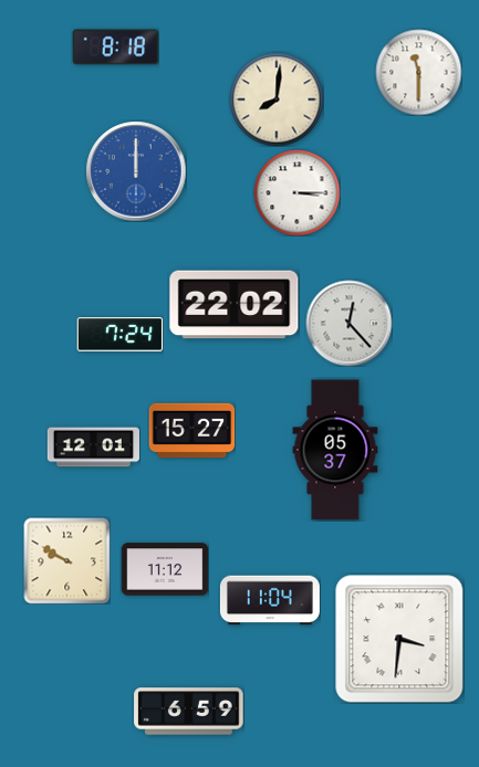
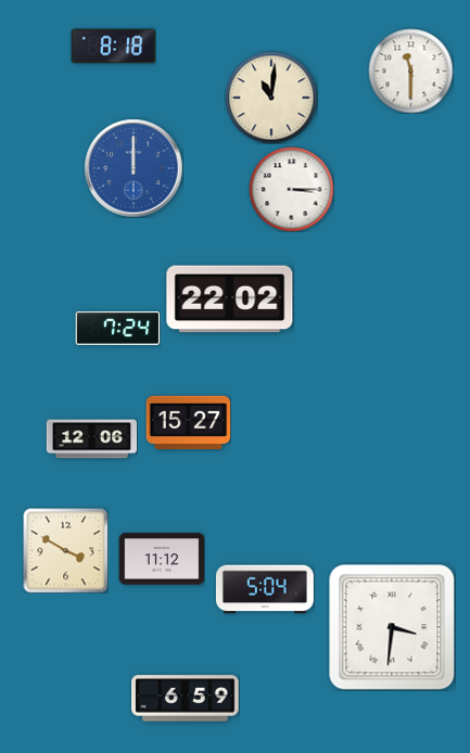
clock at (277, 99): 8:01 -> 11:01
clock at (348, 323): 12:23 -> none
clock at (93, 448): 12:01 -> 12:06
clock at (335, 450): 05:37 -> none
clock at (66, 560): 9:50 -> 3:50
clock at (270, 600): 11:04 -> 5:04
